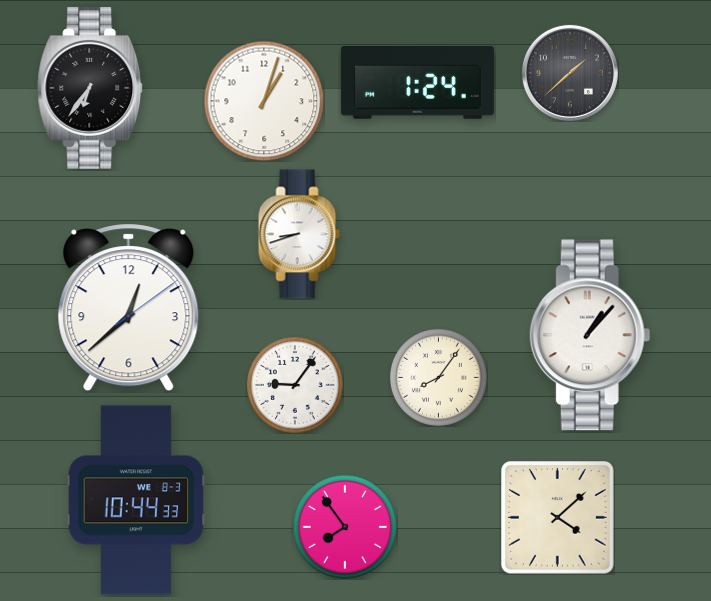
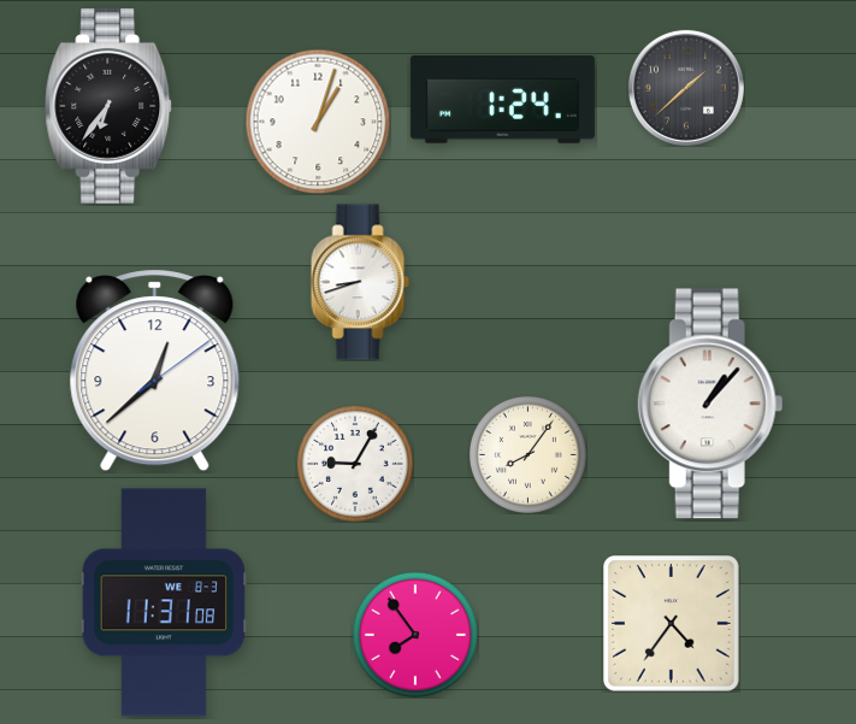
clock at (295, 385): 9:06 -> 9:05
clock at (136, 500): 10:44 -> 11:31
clock at (558, 518): 4:08 -> 4:36
